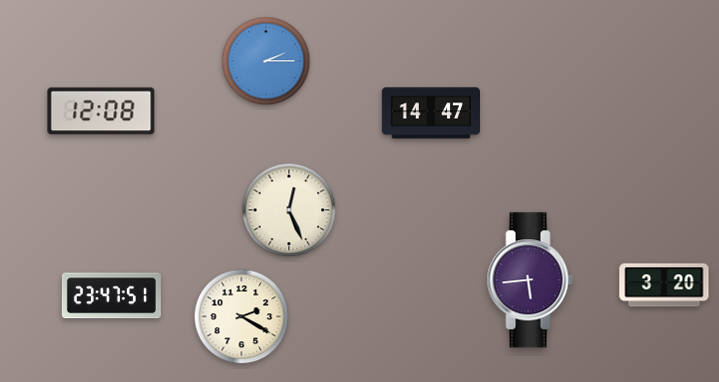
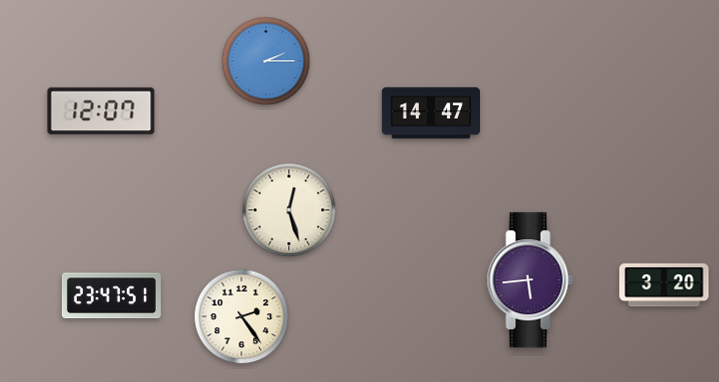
clock at (101, 111): 12:08 -> 12:07
clock at (289, 210): 12:26 -> 12:27
clock at (242, 317): 2:20 -> 2:24
